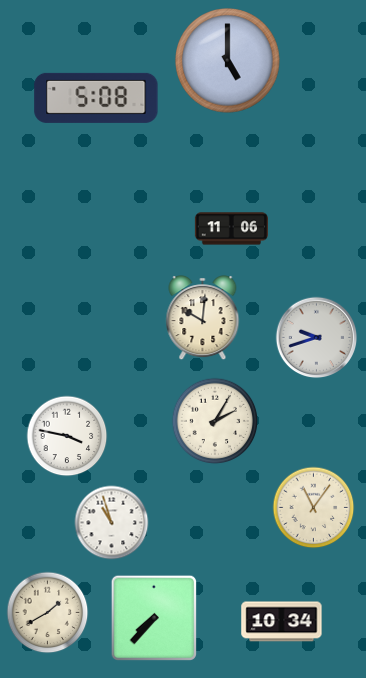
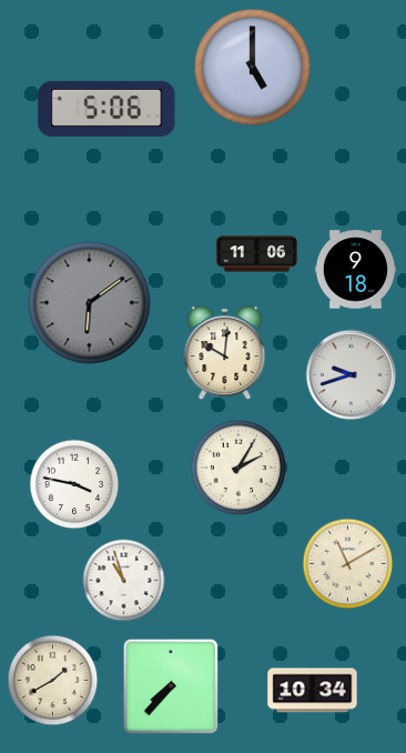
clock at (96, 98): 5:08 -> 5:06
clock at (355, 270): none -> 9:18
clock at (90, 303): none -> 6:09
clock at (314, 508): 11:06 -> 11:10
